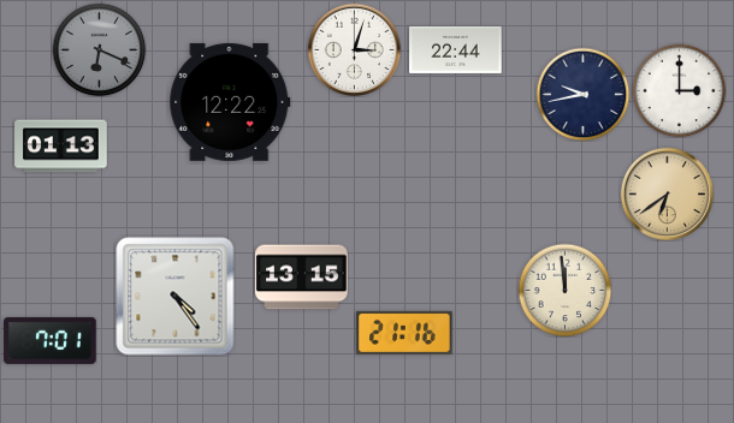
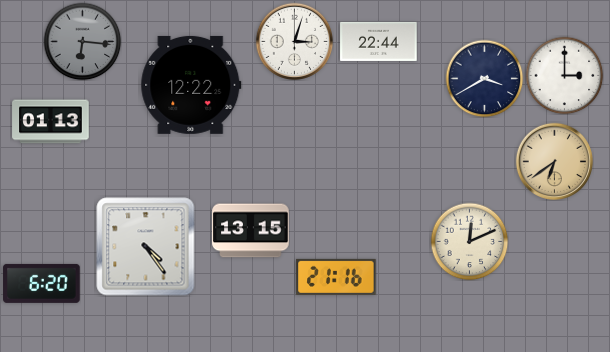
clock at (99, 49): 6:19 -> 6:16
clock at (582, 94): 9:43 -> 3:40
clock at (564, 290): 11:59 -> 12:11
clock at (51, 340): 7:01 -> 6:20
